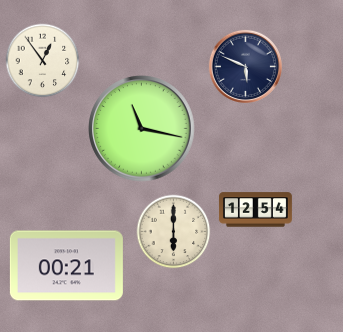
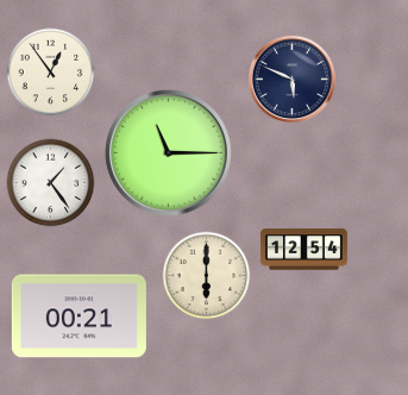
clock at (142, 129): 11:17 -> 11:15
clock at (51, 183): none -> 1:24
